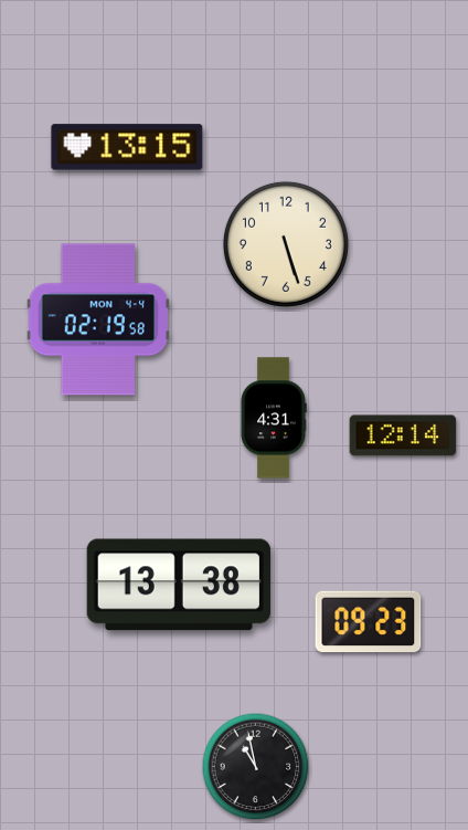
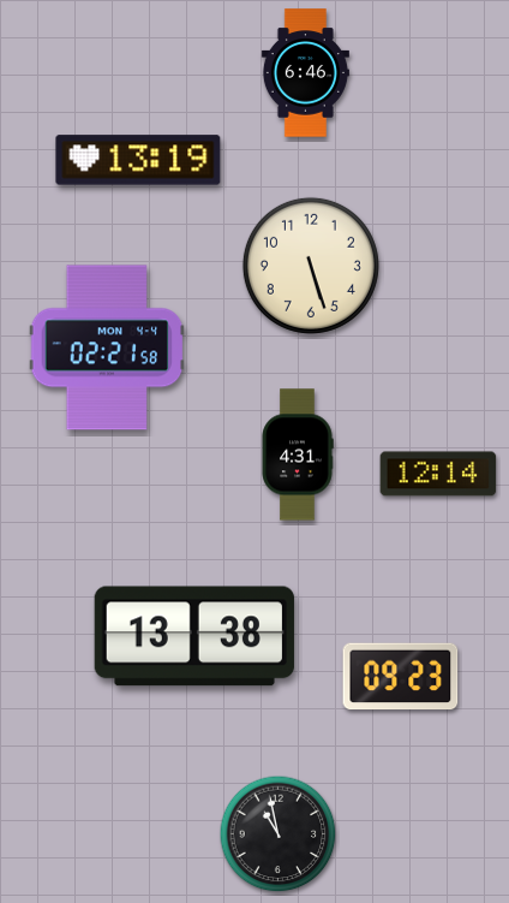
clock at (305, 73): none -> 6:46
clock at (127, 147): 13:15 -> 13:19
clock at (98, 319): 02:19 -> 02:21
